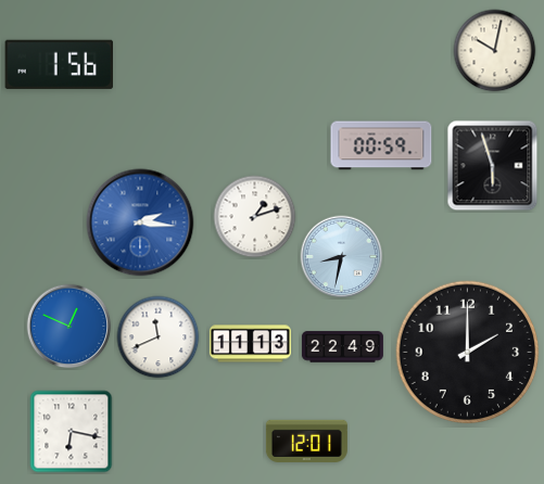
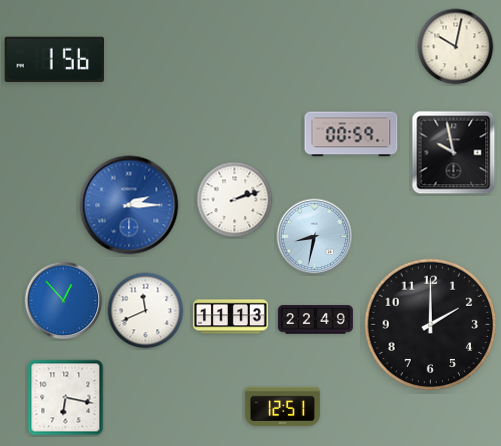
clock at (493, 166): 5:57 -> 9:58
clock at (255, 217): 1:12 -> 2:12
clock at (140, 222): 2:16 -> 2:15
clock at (69, 327): 12:49 -> 12:53
clock at (306, 441): 12:01 -> 12:51
